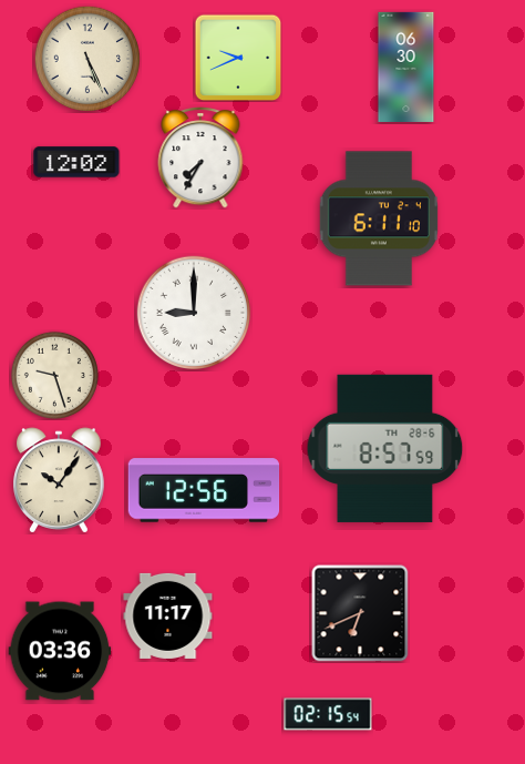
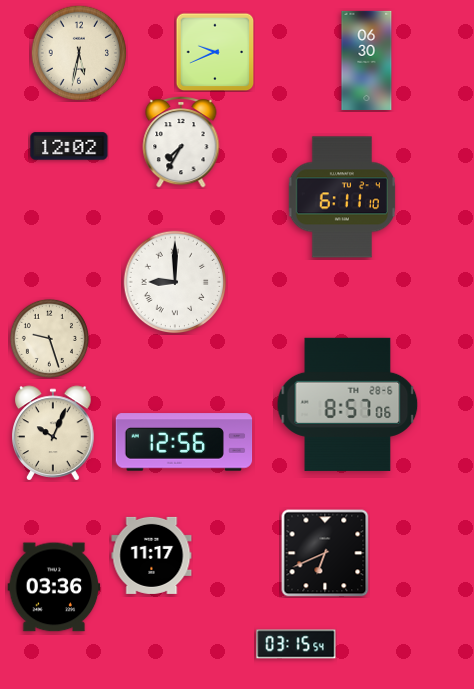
clock at (86, 58): 5:26 -> 5:32
clock at (385, 448): 8:57:59 -> 8:57:06
clock at (59, 480): 10:06 -> 10:04
clock at (328, 714): 02:15 -> 03:15
